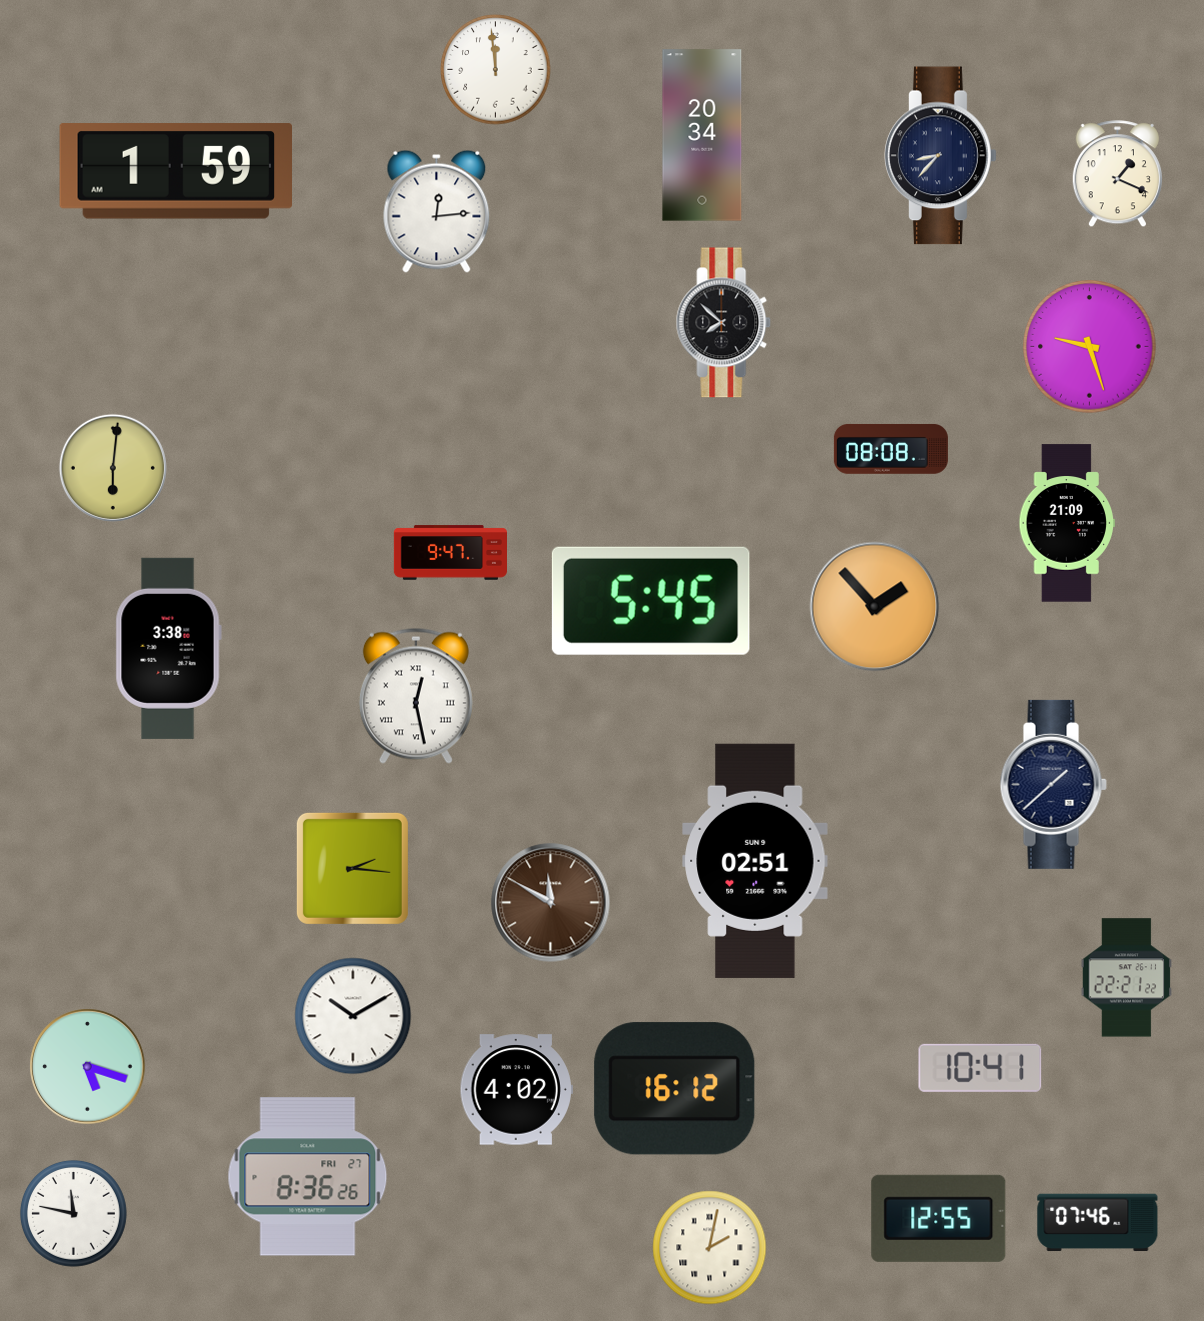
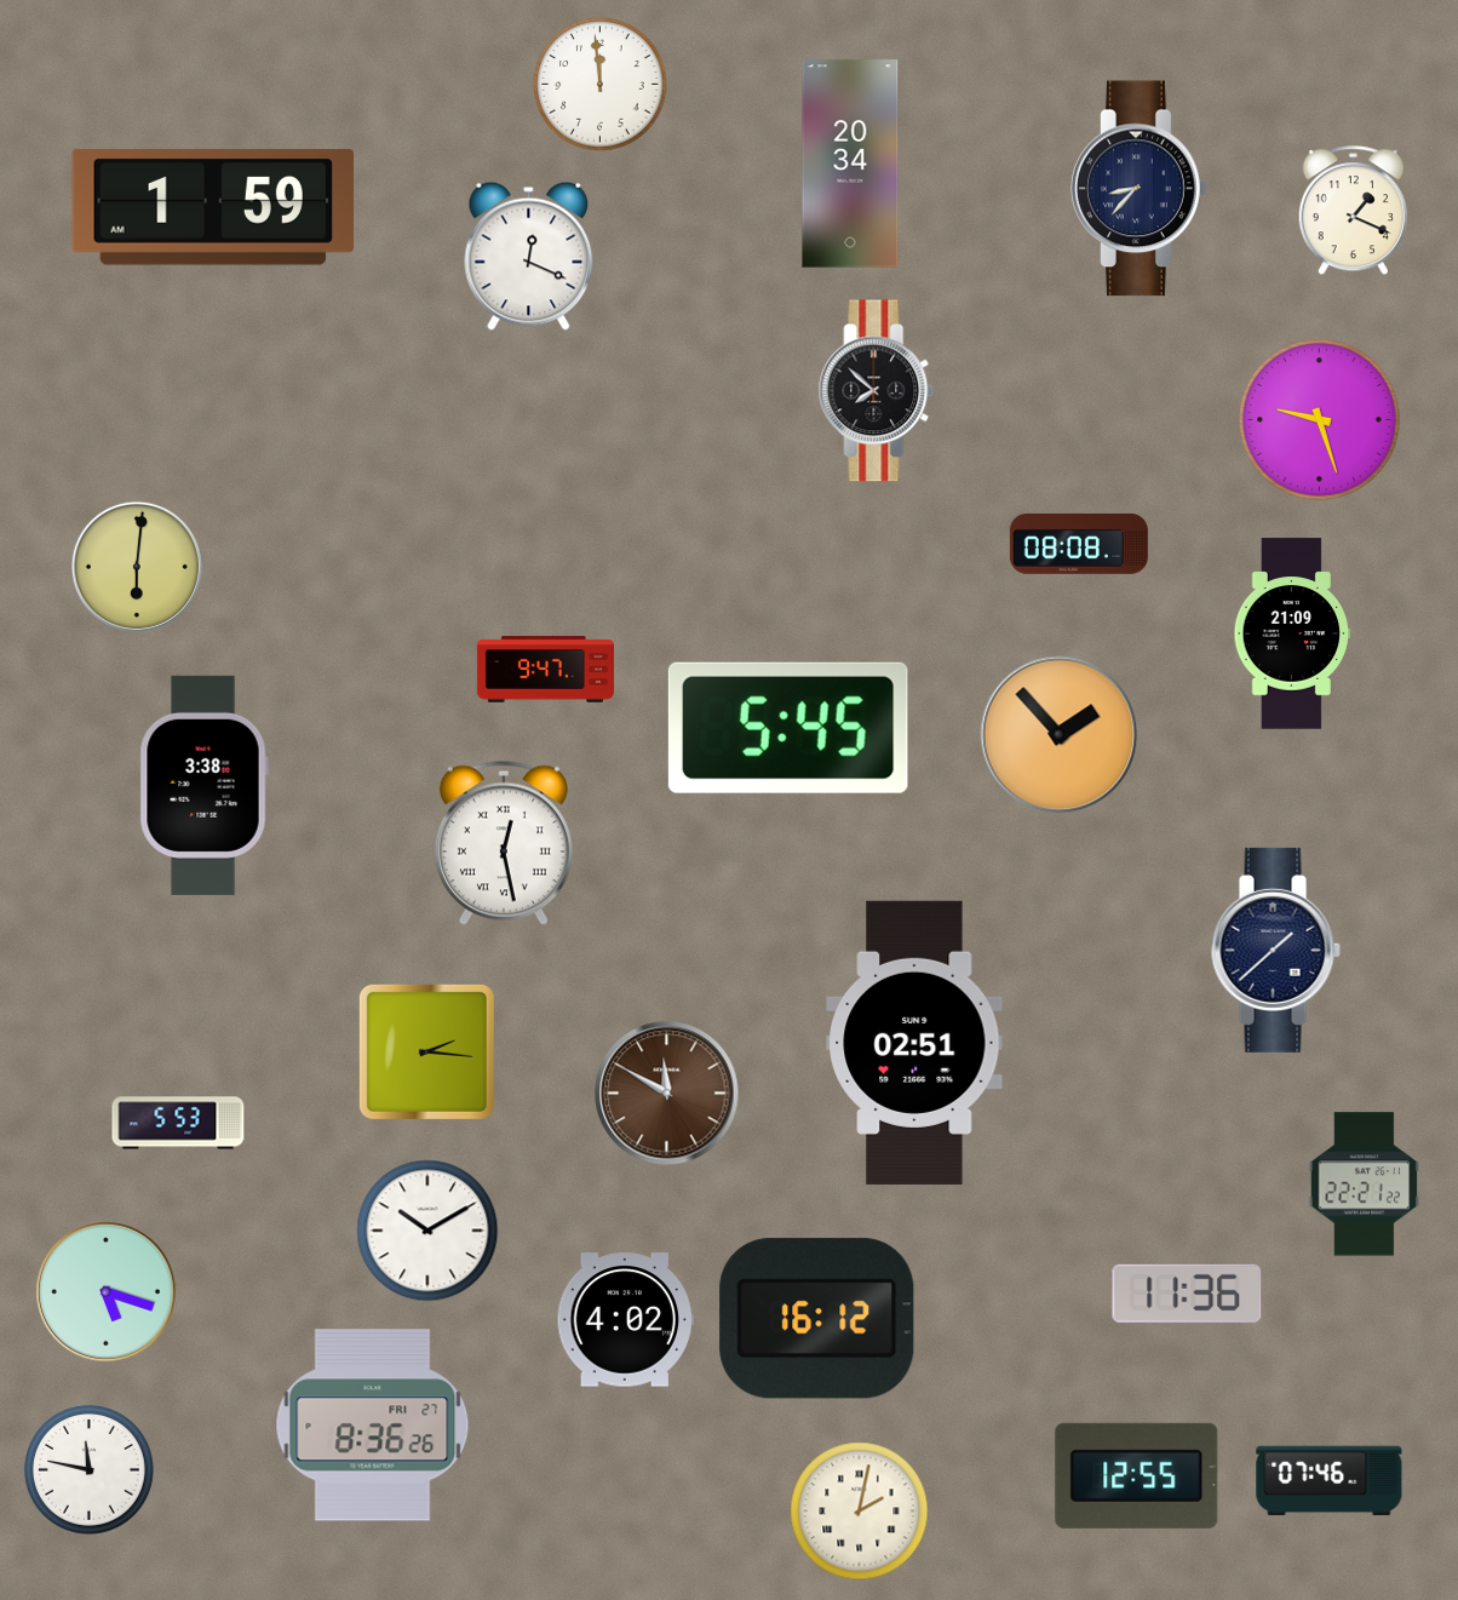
clock at (437, 211): 12:14 -> 12:19
clock at (178, 1123): none -> 5:53
clock at (980, 1068): 10:41 -> 11:36
